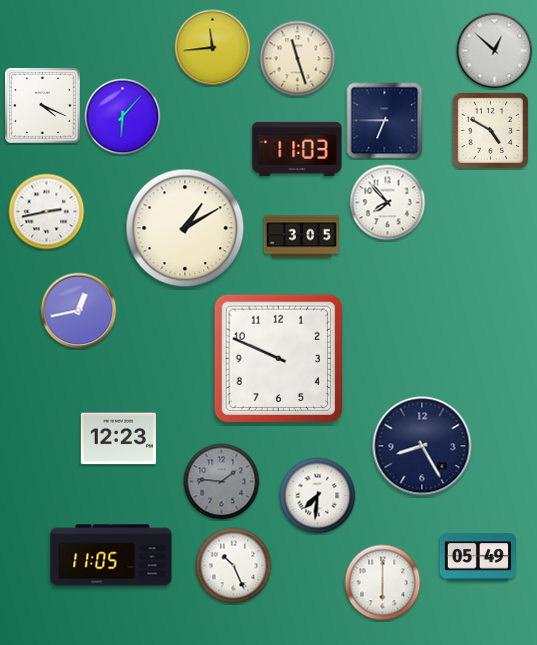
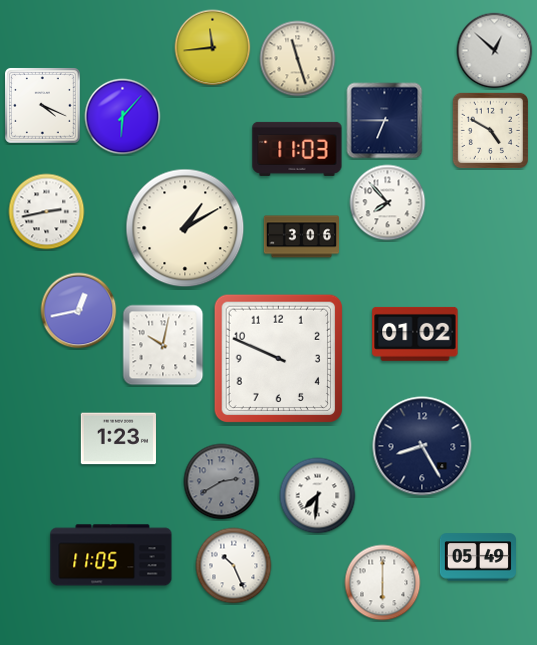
clock at (301, 237): 3:05 -> 3:06
clock at (415, 334): none -> 01:02
clock at (163, 345): none -> 10:02
clock at (118, 439): 12:23 -> 1:23
clock at (222, 482): 1:46 -> 2:40
